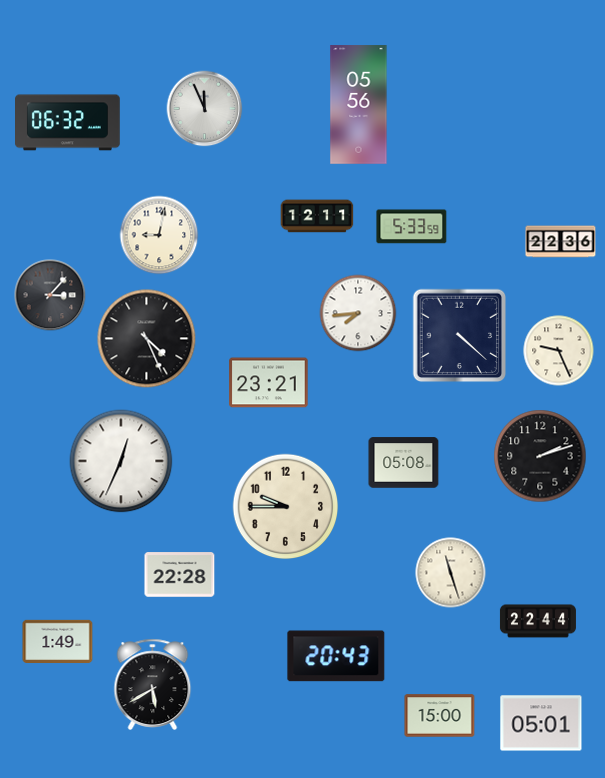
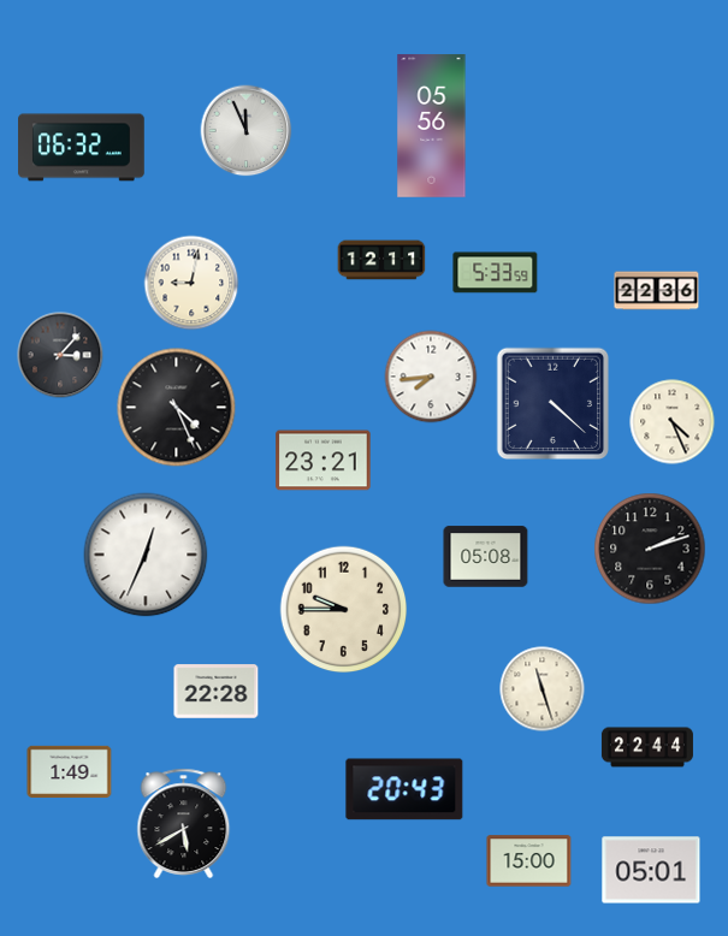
clock at (561, 242) position: (561, 242) -> (657, 291)
clock at (559, 351): 9:26 -> 4:26
